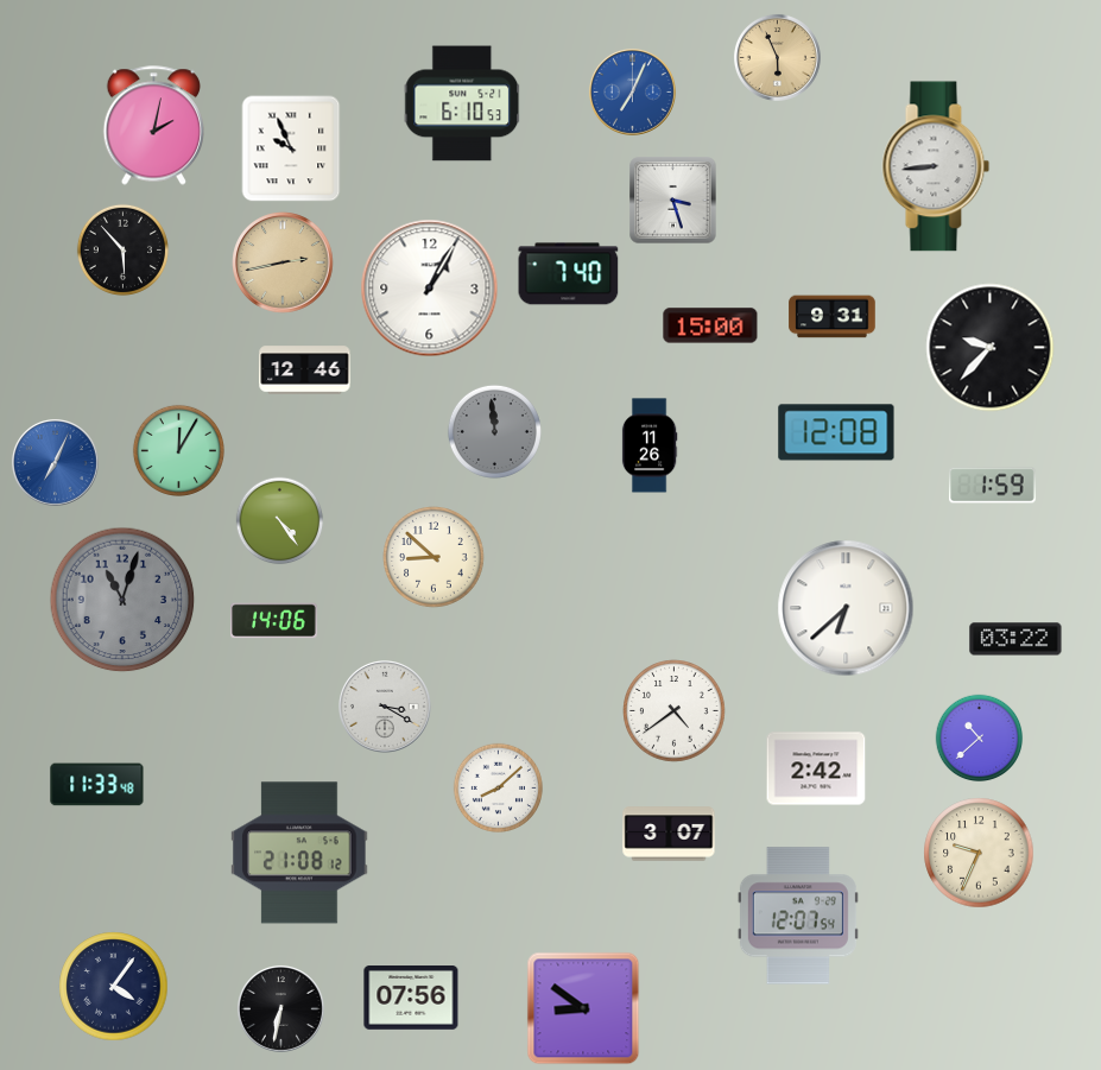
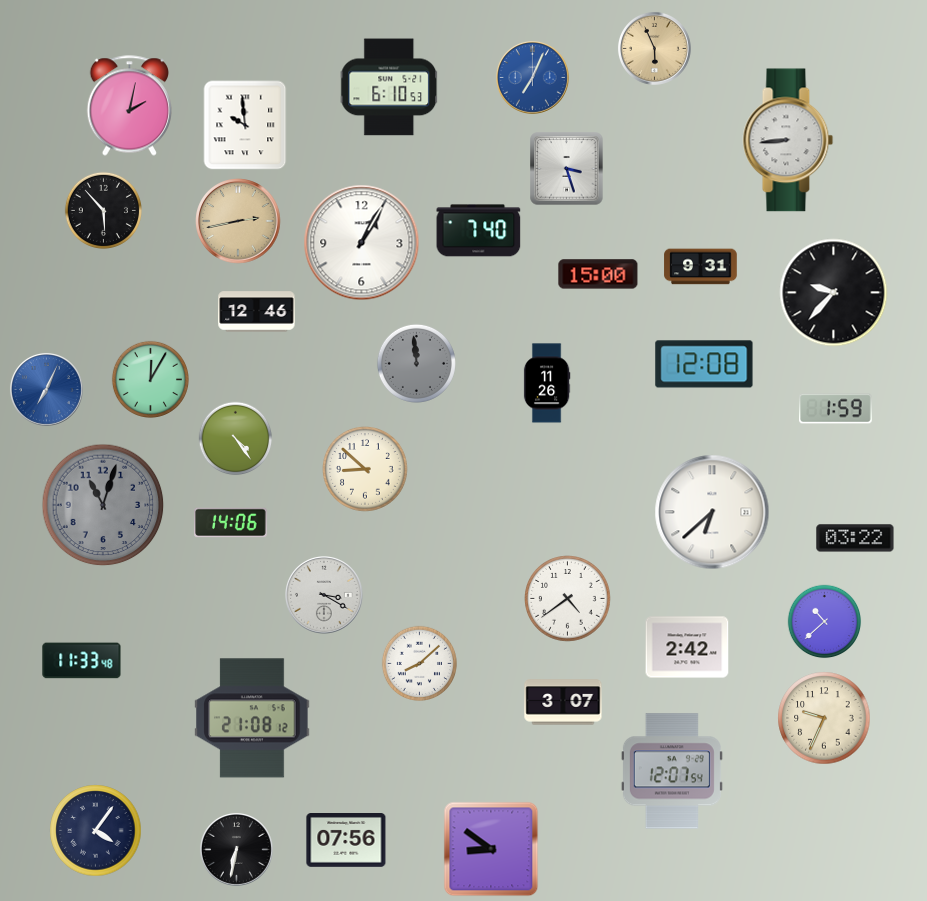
clock at (291, 148): 9:56 -> 9:59
clock at (650, 445) position: (650, 445) -> (547, 383)
